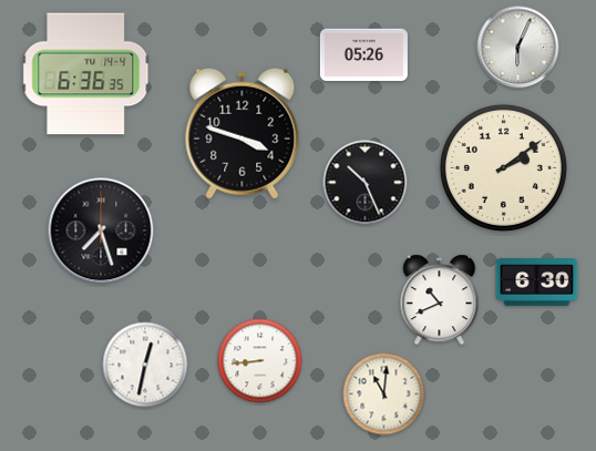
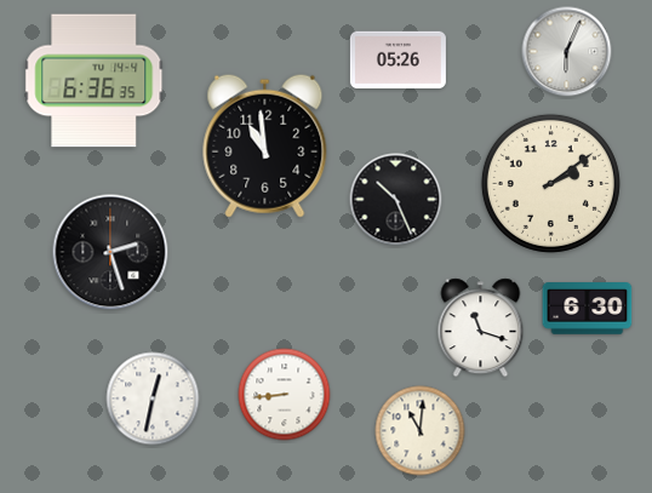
clock at (243, 133): 3:48 -> 10:59
clock at (366, 183) position: (366, 183) -> (396, 200)
clock at (101, 230): 7:27 -> 2:27
clock at (440, 300): 10:41 -> 11:18
clock at (145, 365) position: (145, 365) -> (153, 399)
